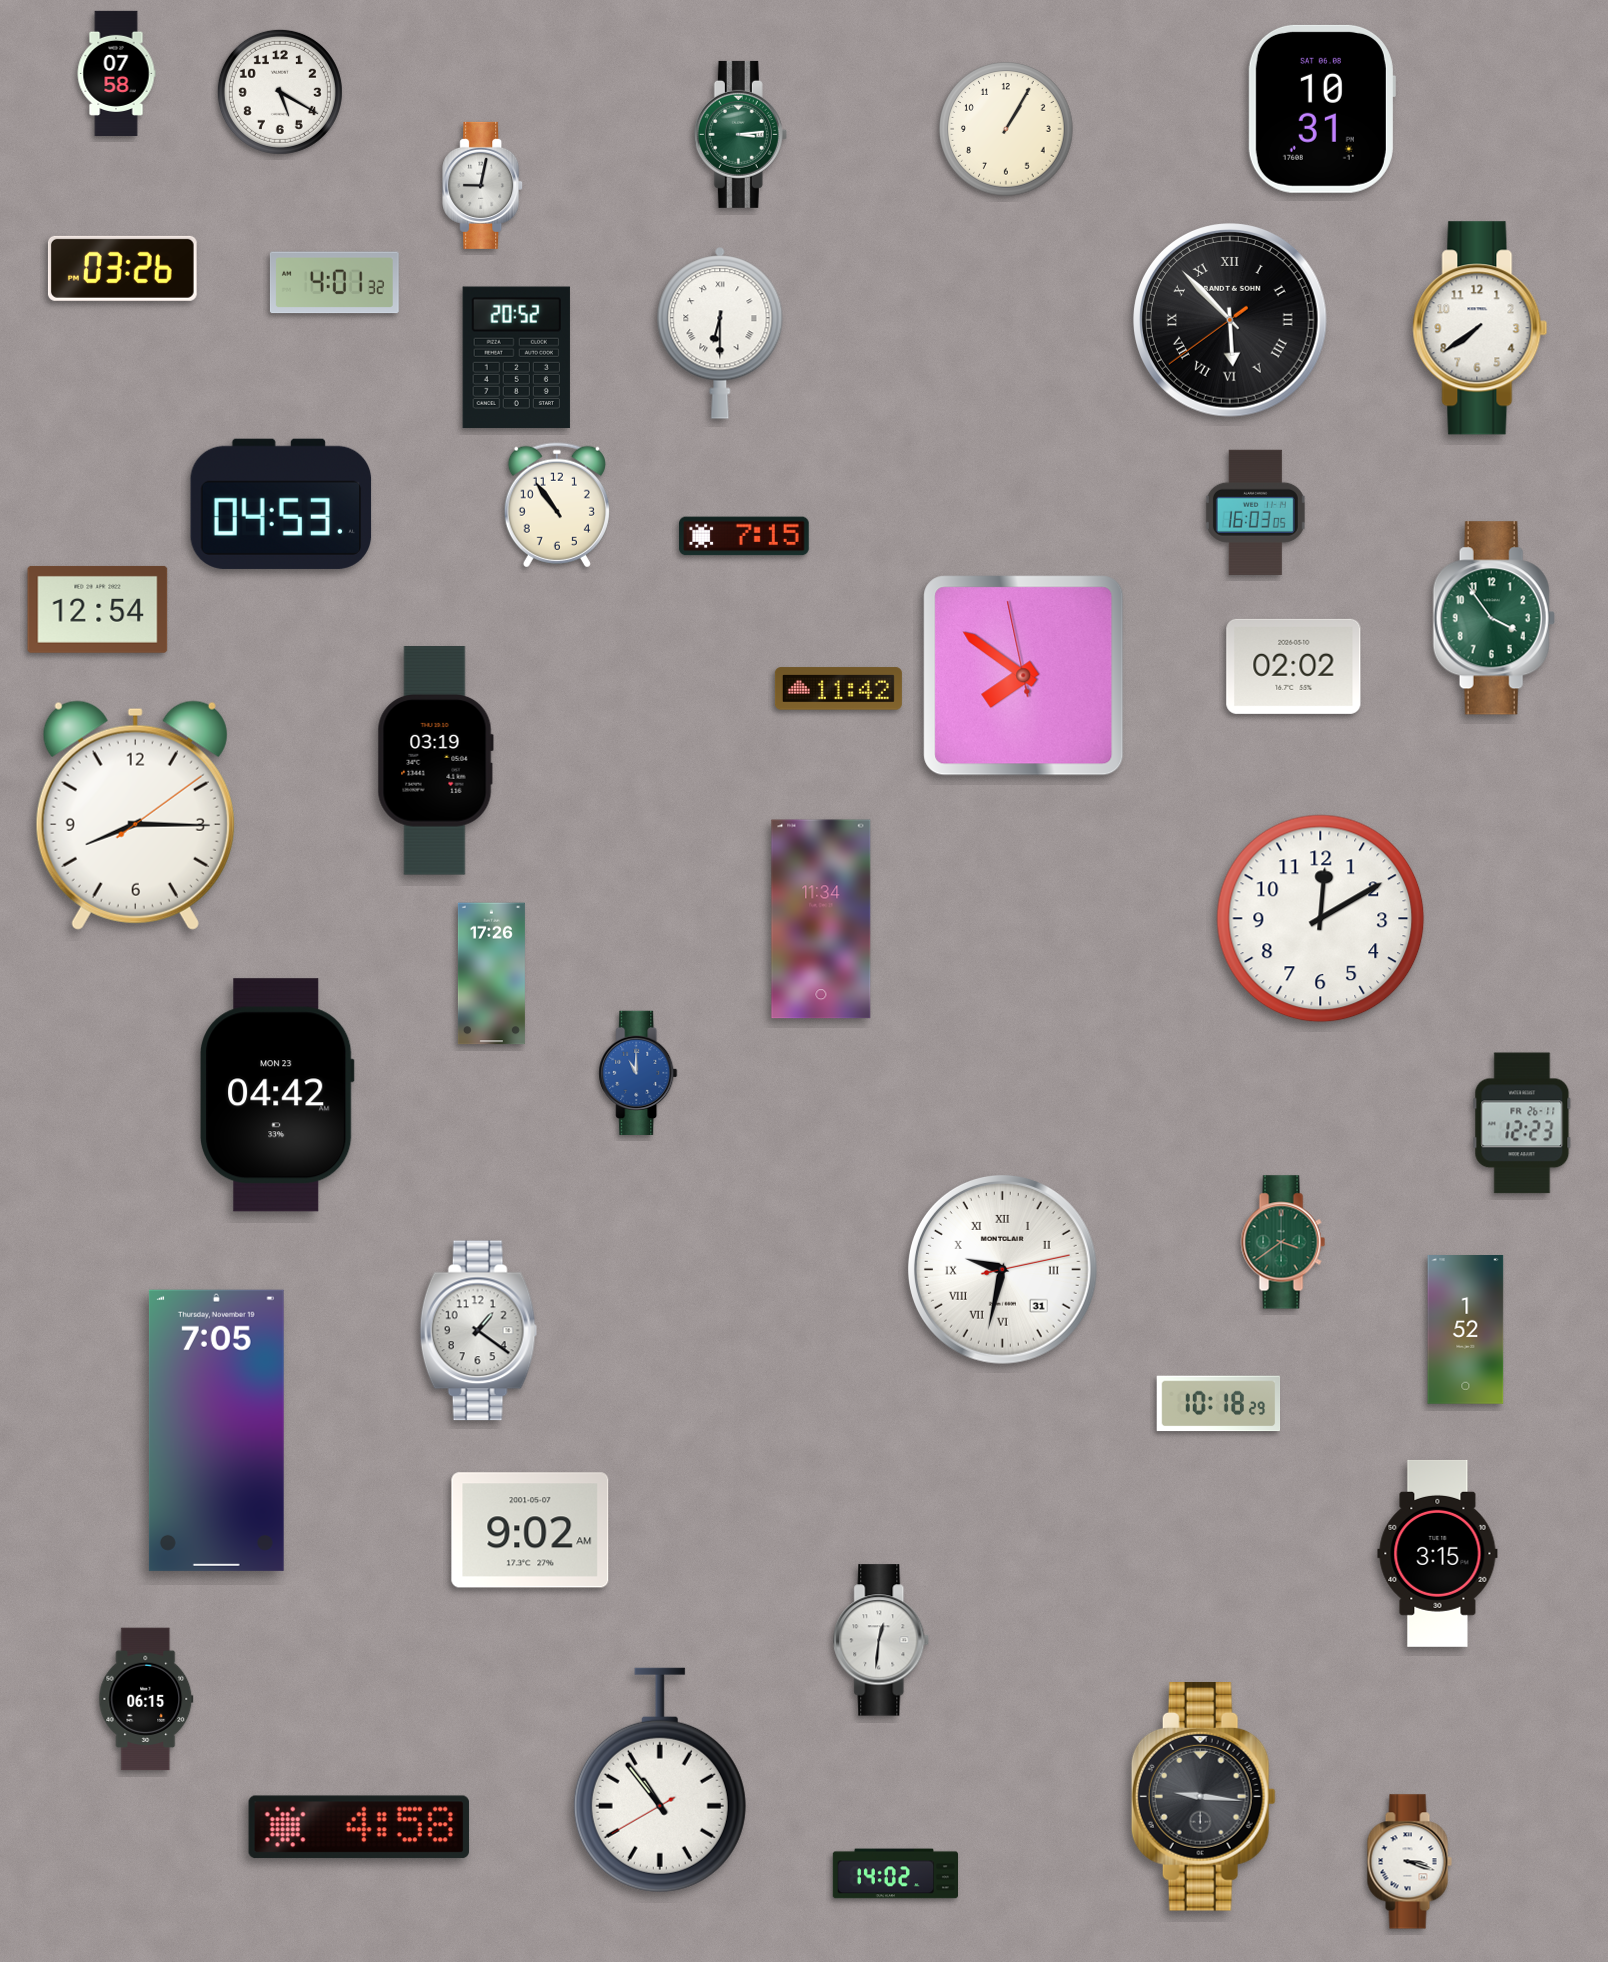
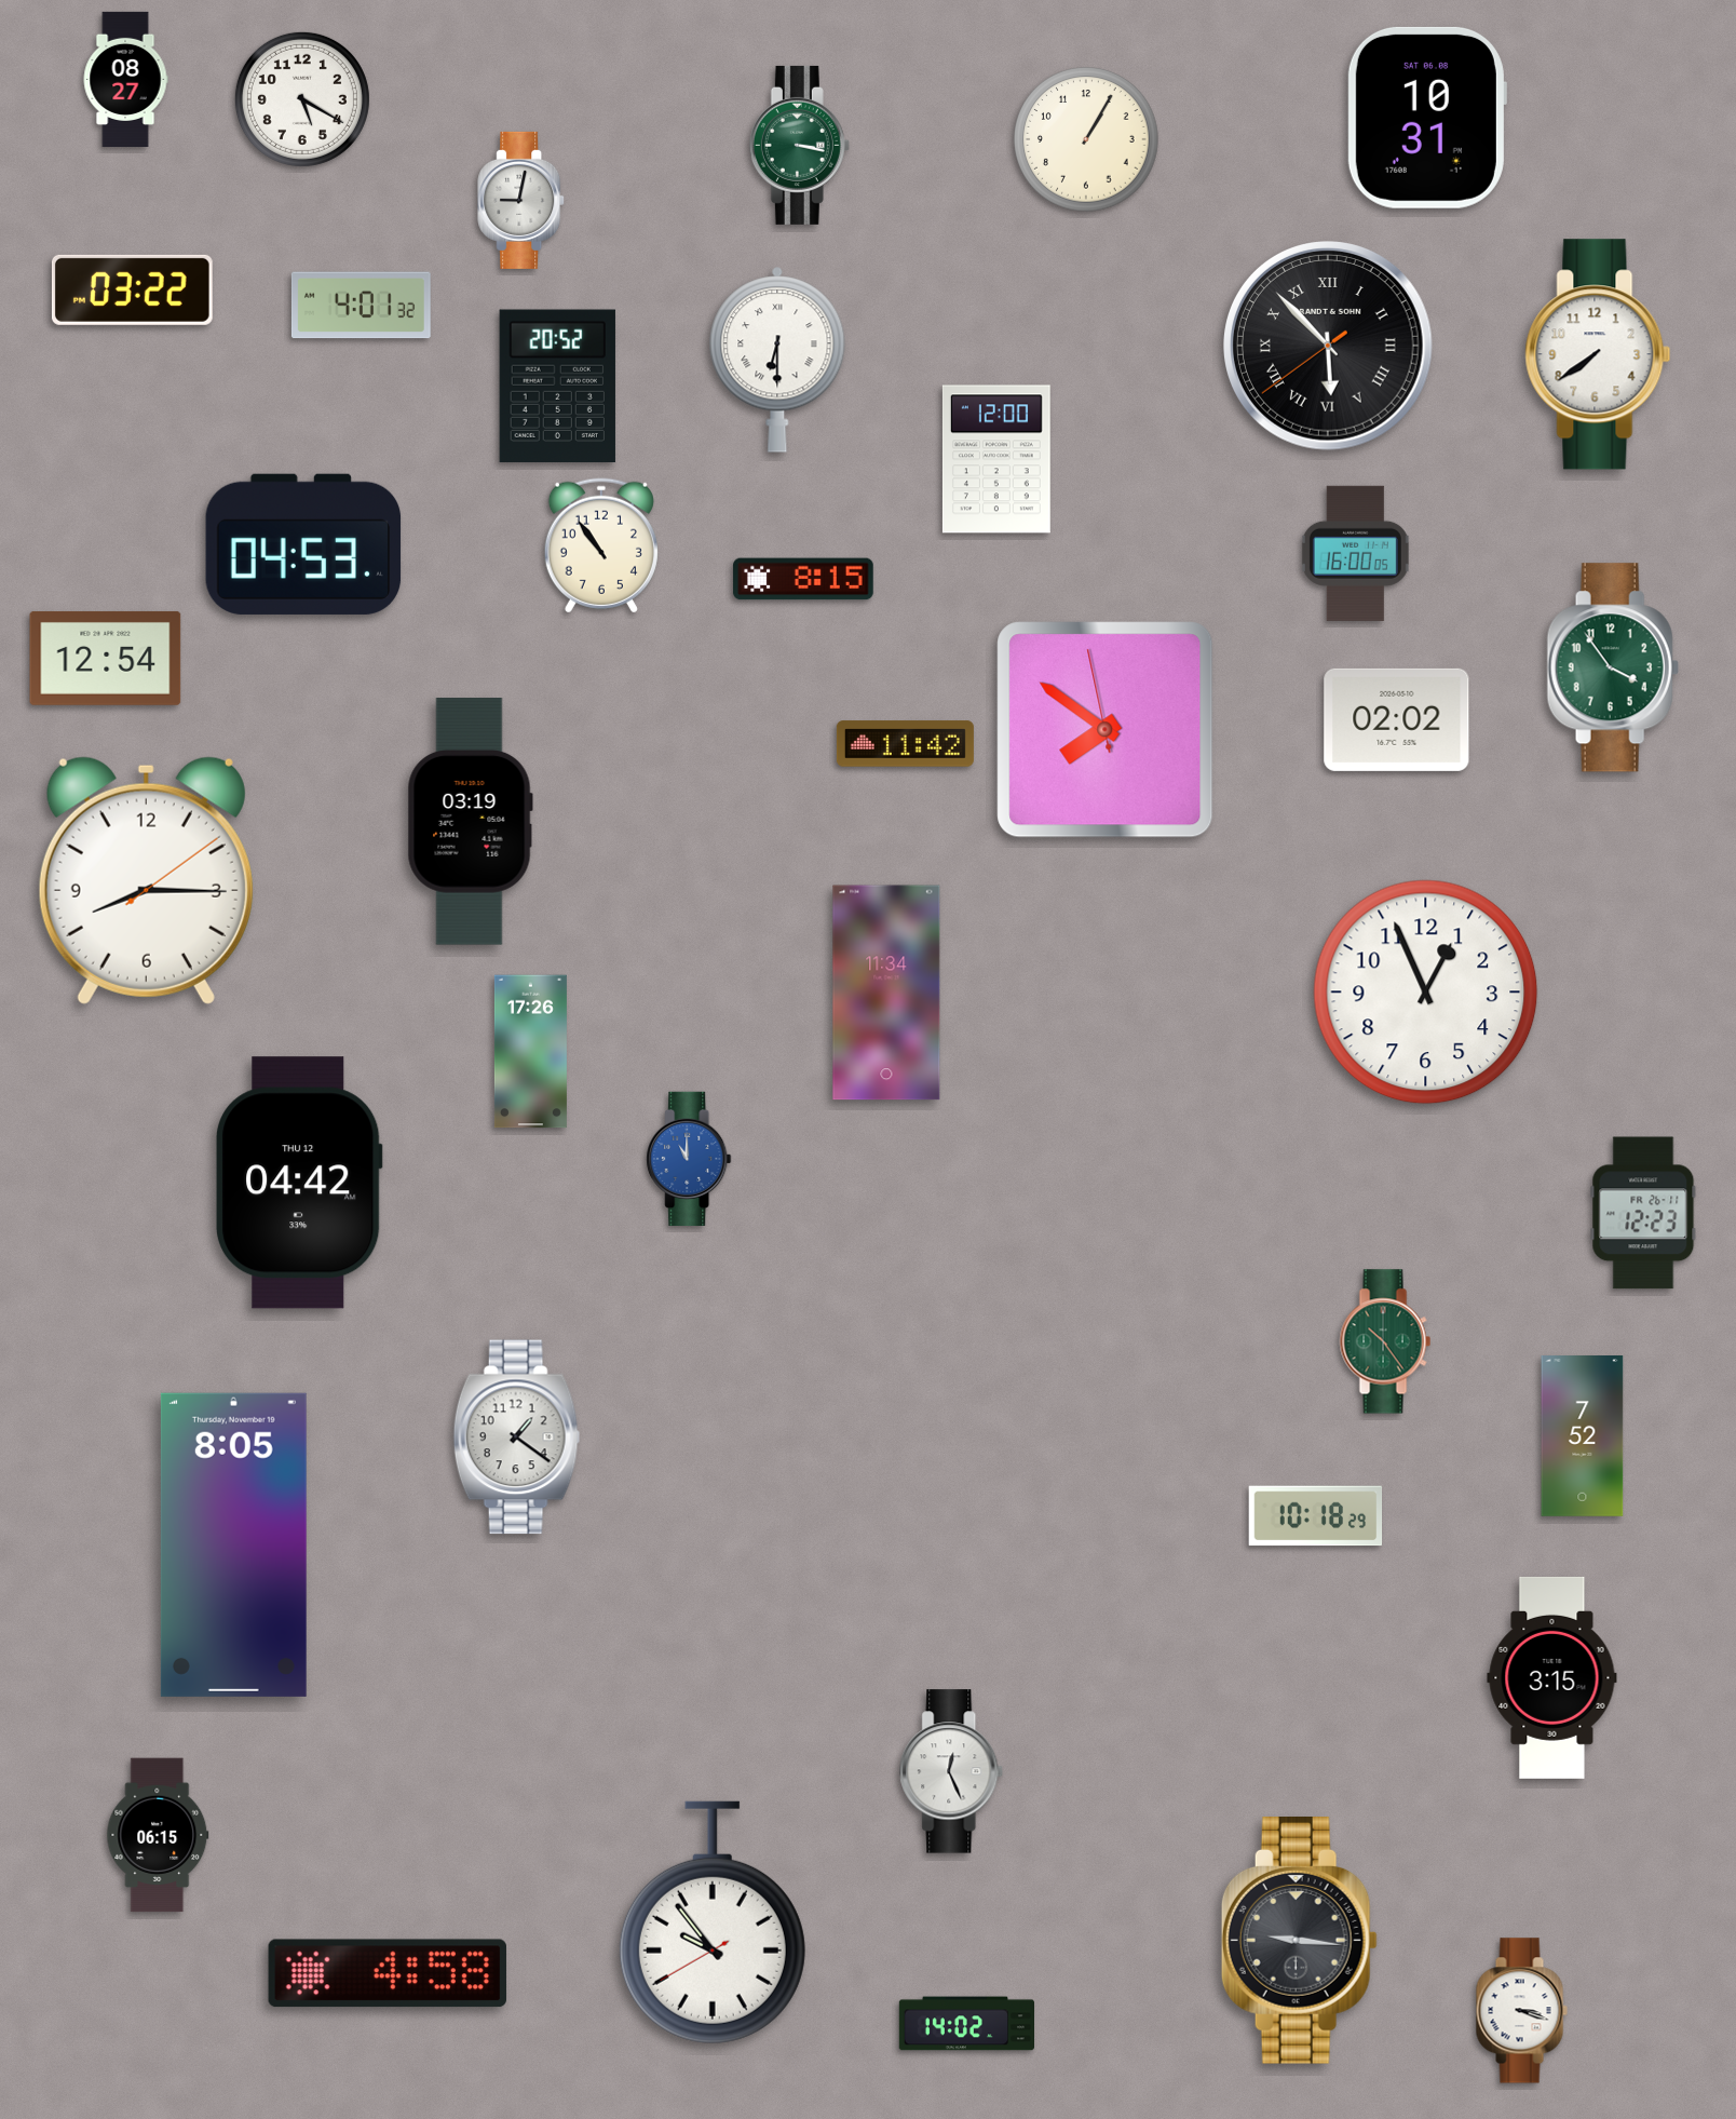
clock at (116, 73): 07:58 -> 08:27
clock at (740, 134): 3:14 -> 3:17
clock at (122, 268): 03:26 -> 03:22
clock at (996, 459): none -> 12:00
clock at (1255, 512): 16:03 -> 16:00
clock at (744, 536): 7:15 -> 8:15
clock at (1321, 919): 12:10 -> 12:56
clock at (277, 1095) date: MON 23 -> THU 12
clock at (1283, 1242): 3:39 -> 10:24
clock at (1002, 1269): 9:32 -> none
clock at (1466, 1330): 1:52 -> 7:52
clock at (216, 1430): 7:05 -> 8:05
clock at (530, 1530): 9:02 -> none
clock at (882, 1640): 12:31 -> 12:26
clock at (660, 1780): 10:53 -> 9:53
